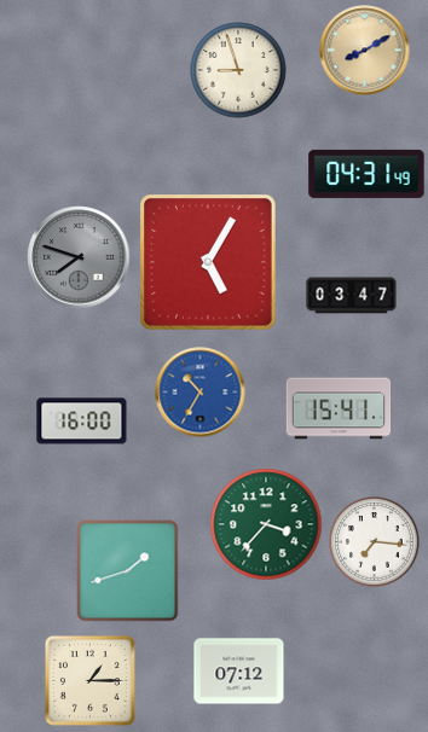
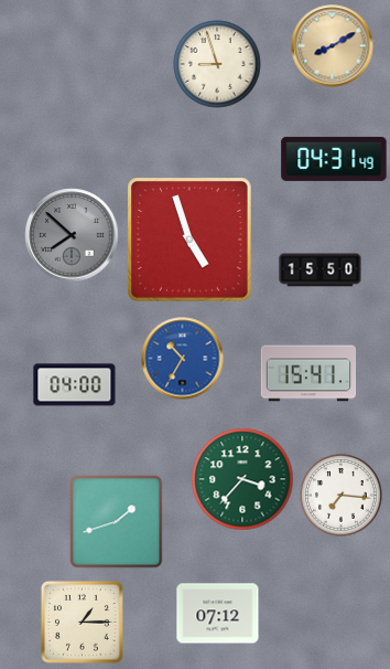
clock at (79, 257): 7:48 -> 7:52
clock at (208, 262): 5:05 -> 4:57
clock at (352, 296): 03:47 -> 15:50
clock at (82, 422): 16:00 -> 04:00
